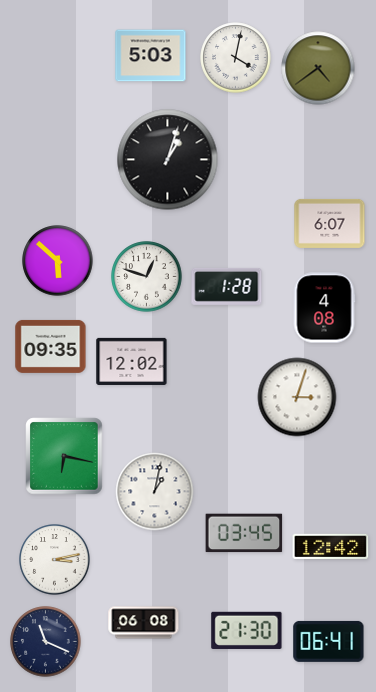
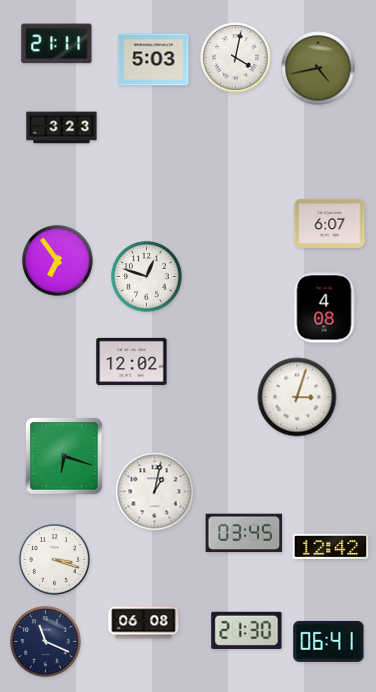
clock at (57, 44): none -> 21:11
clock at (151, 56) position: (151, 56) -> (154, 60)
clock at (318, 68): 4:39 -> 4:43
clock at (62, 128): none -> 3:23
clock at (168, 160): 1:03 -> none
clock at (58, 261): 5:52 -> 6:54
clock at (227, 286): 1:28 -> none
clock at (51, 346): 09:35 -> none
clock at (64, 456): 6:17 -> 6:18
clock at (55, 560): 3:13 -> 3:18
